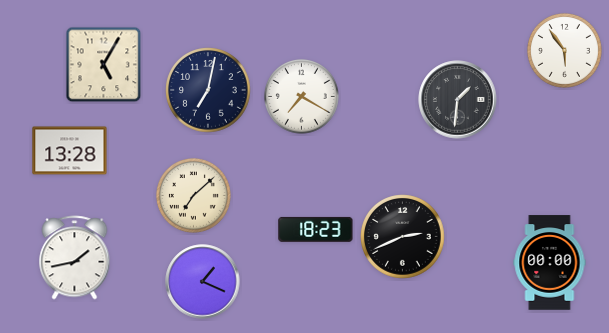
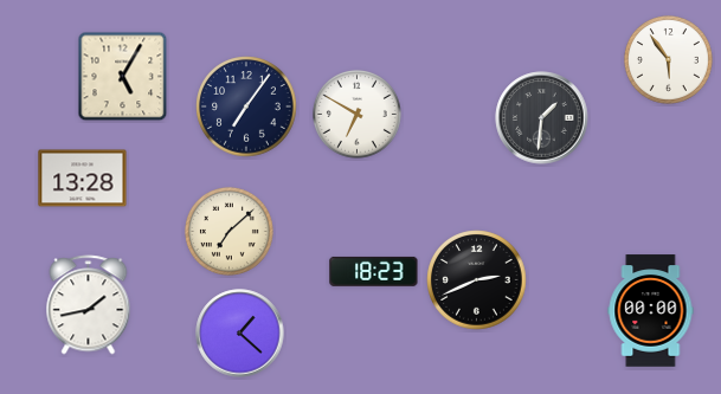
clock at (208, 90): 7:02 -> 7:06
clock at (301, 96): 7:20 -> 6:50
clock at (203, 282): 1:19 -> 1:22
